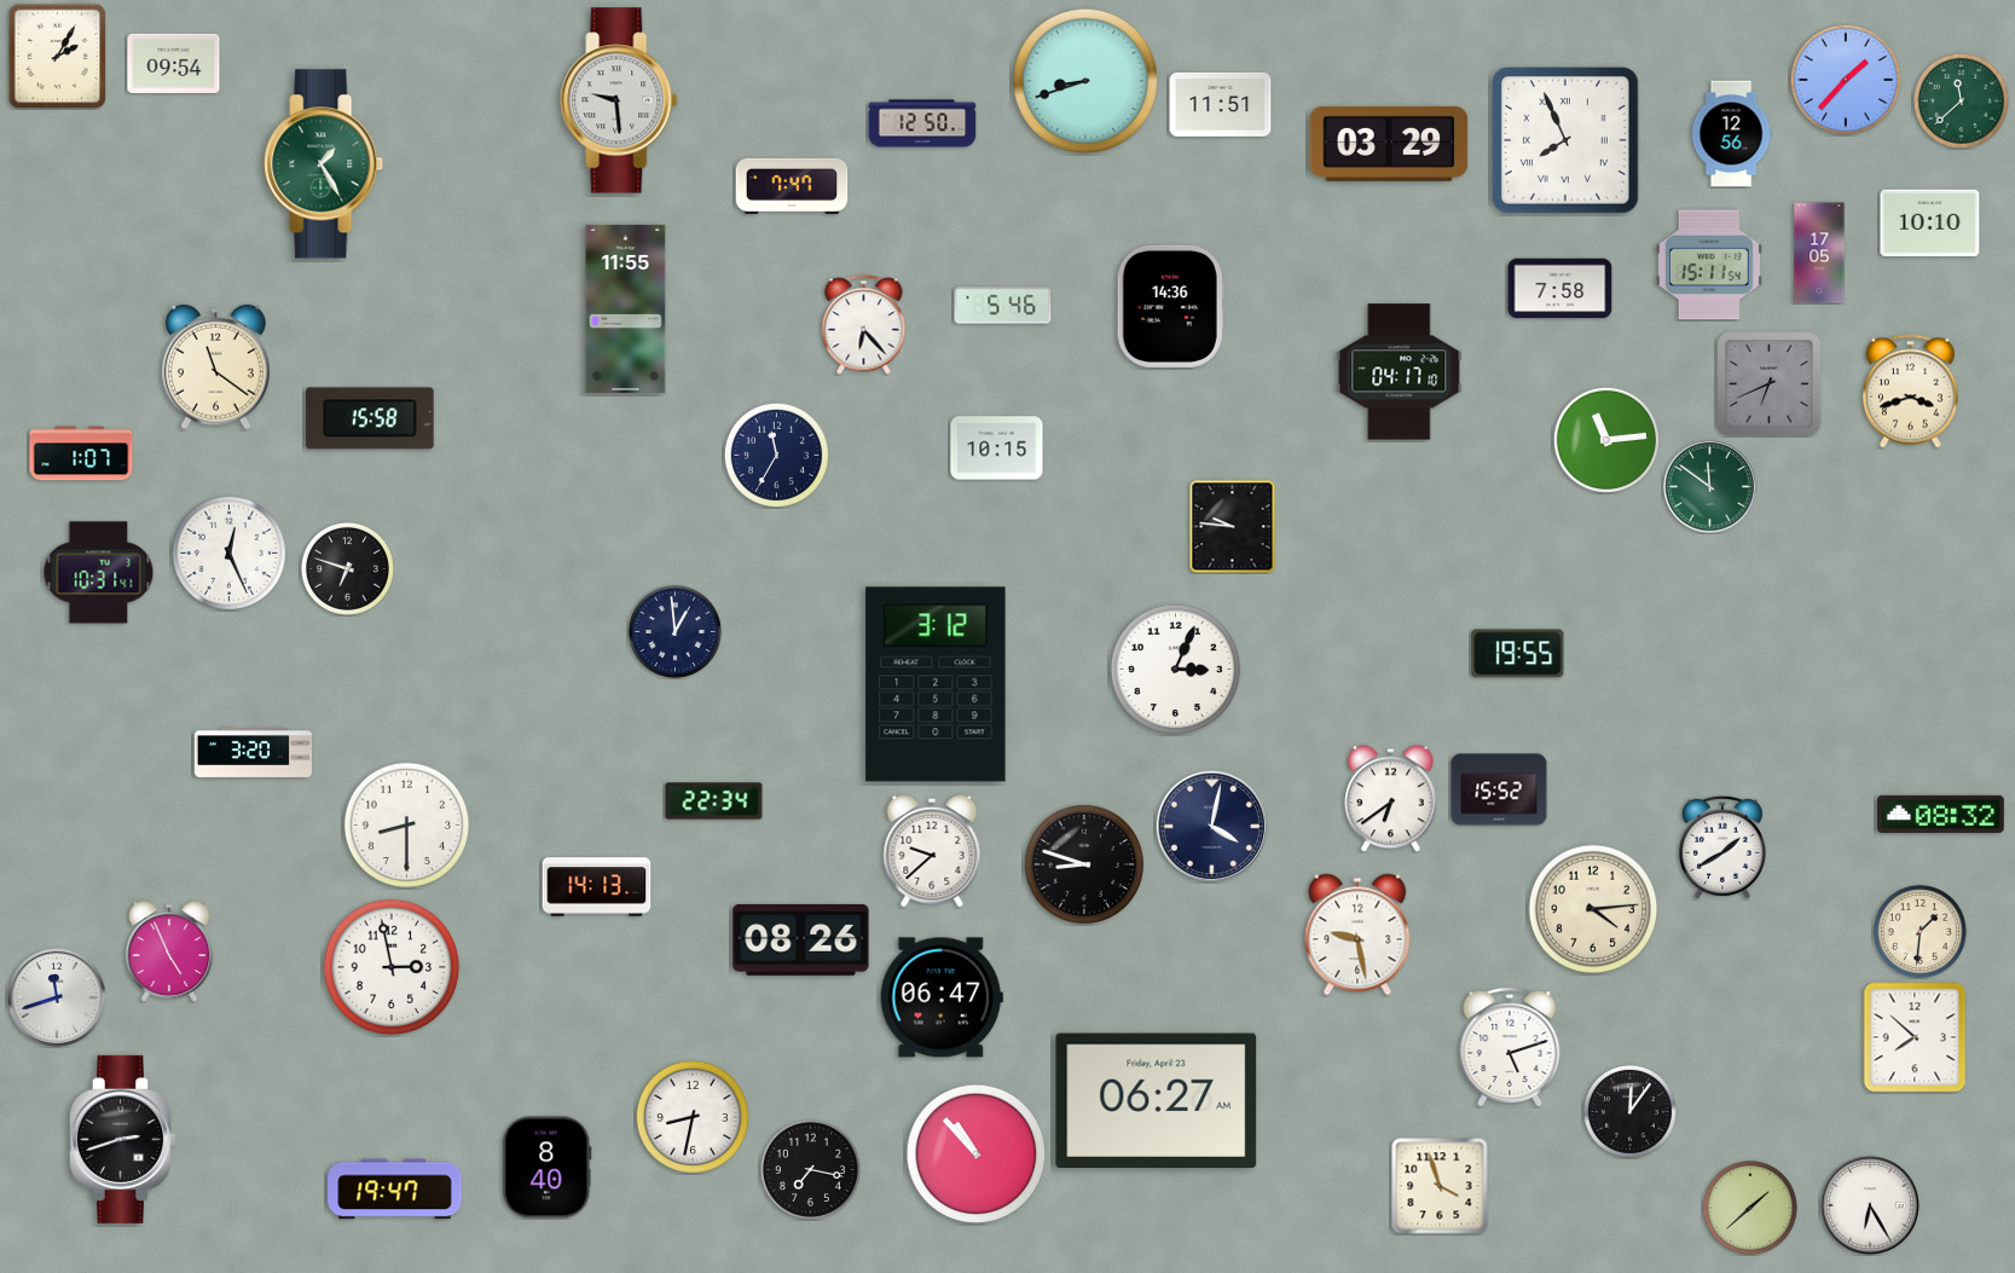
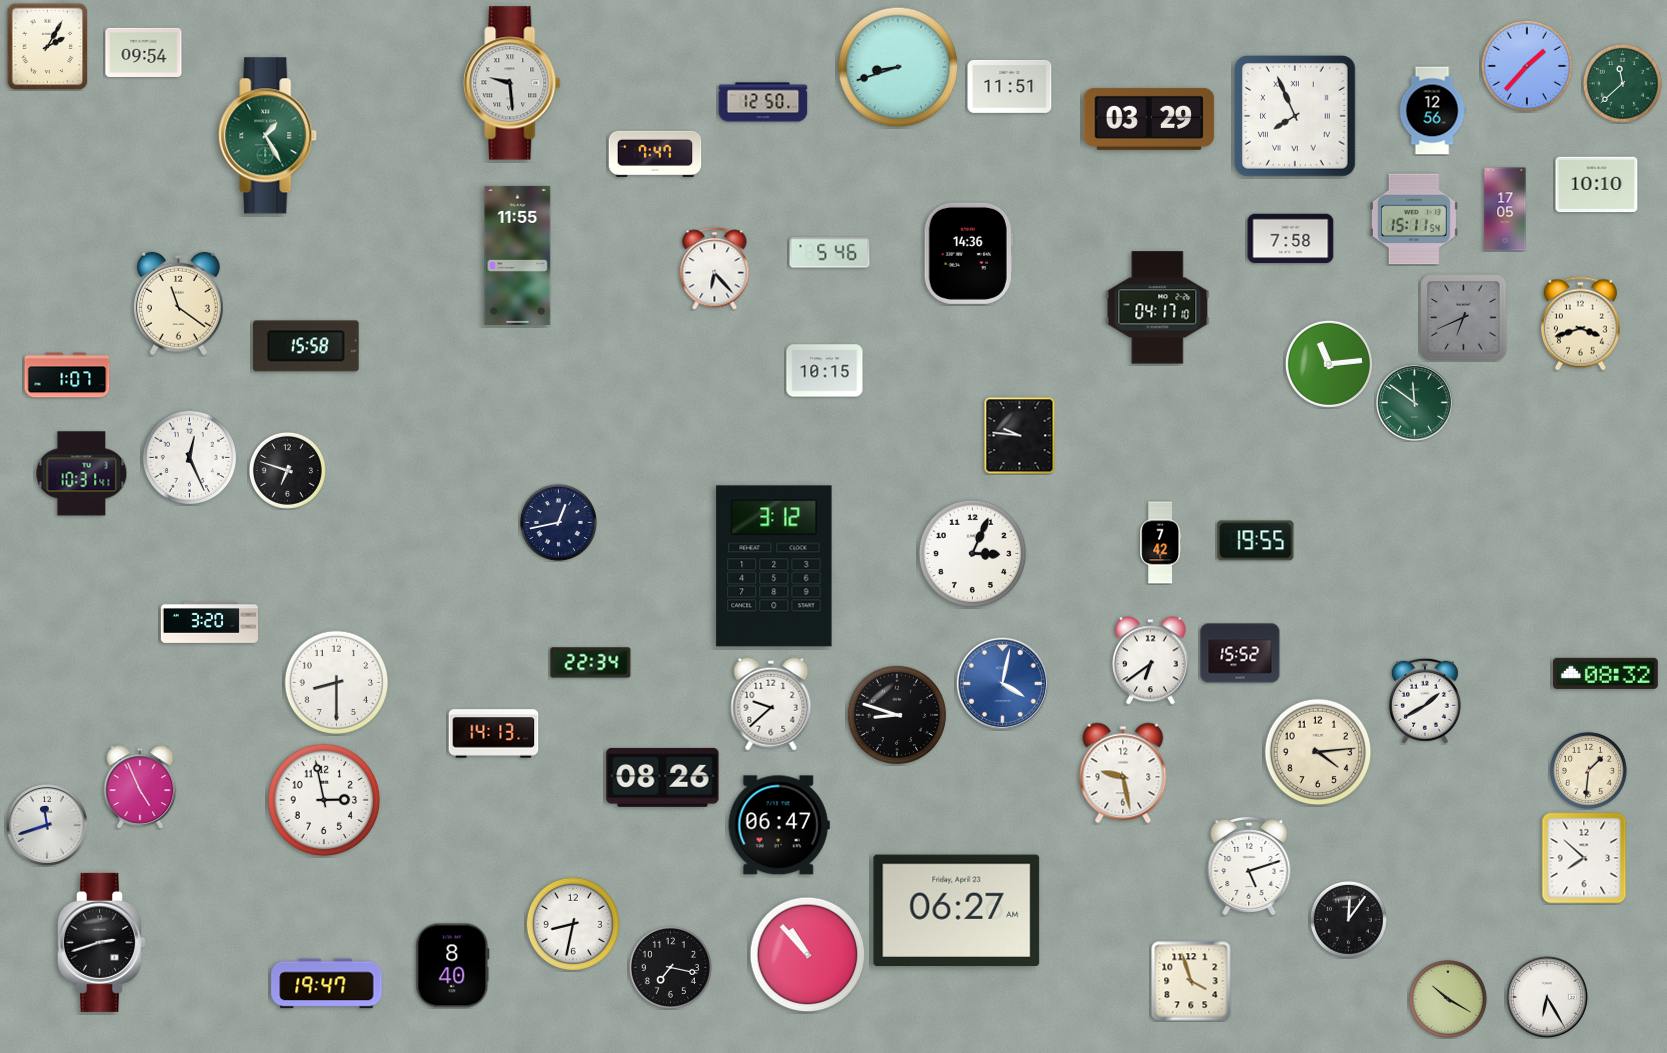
clock at (776, 455): 11:35 -> none
clock at (674, 631): 12:59 -> 12:43
clock at (1161, 543): none -> 7:42
clock at (1211, 826) dial: navy -> blue
clock at (1750, 1208): 1:38 -> 10:20
